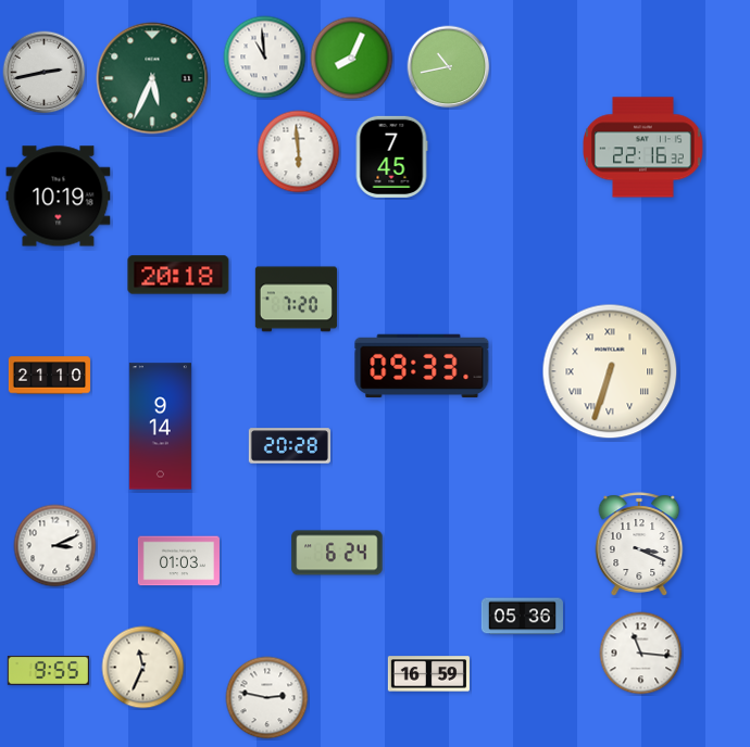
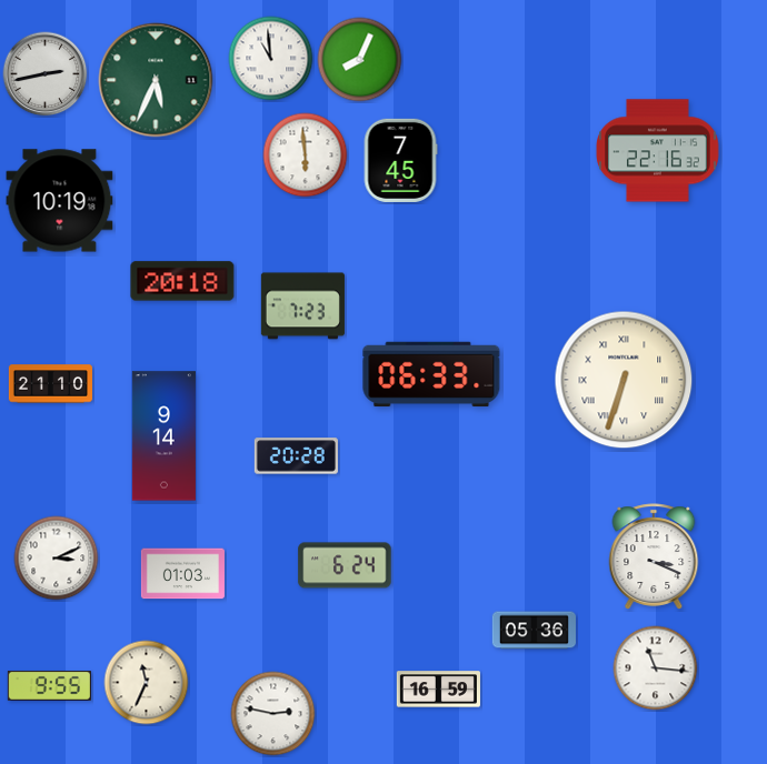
clock at (449, 67): 10:43 -> none
clock at (296, 300): 7:20 -> 7:23
clock at (422, 366): 09:33 -> 06:33
